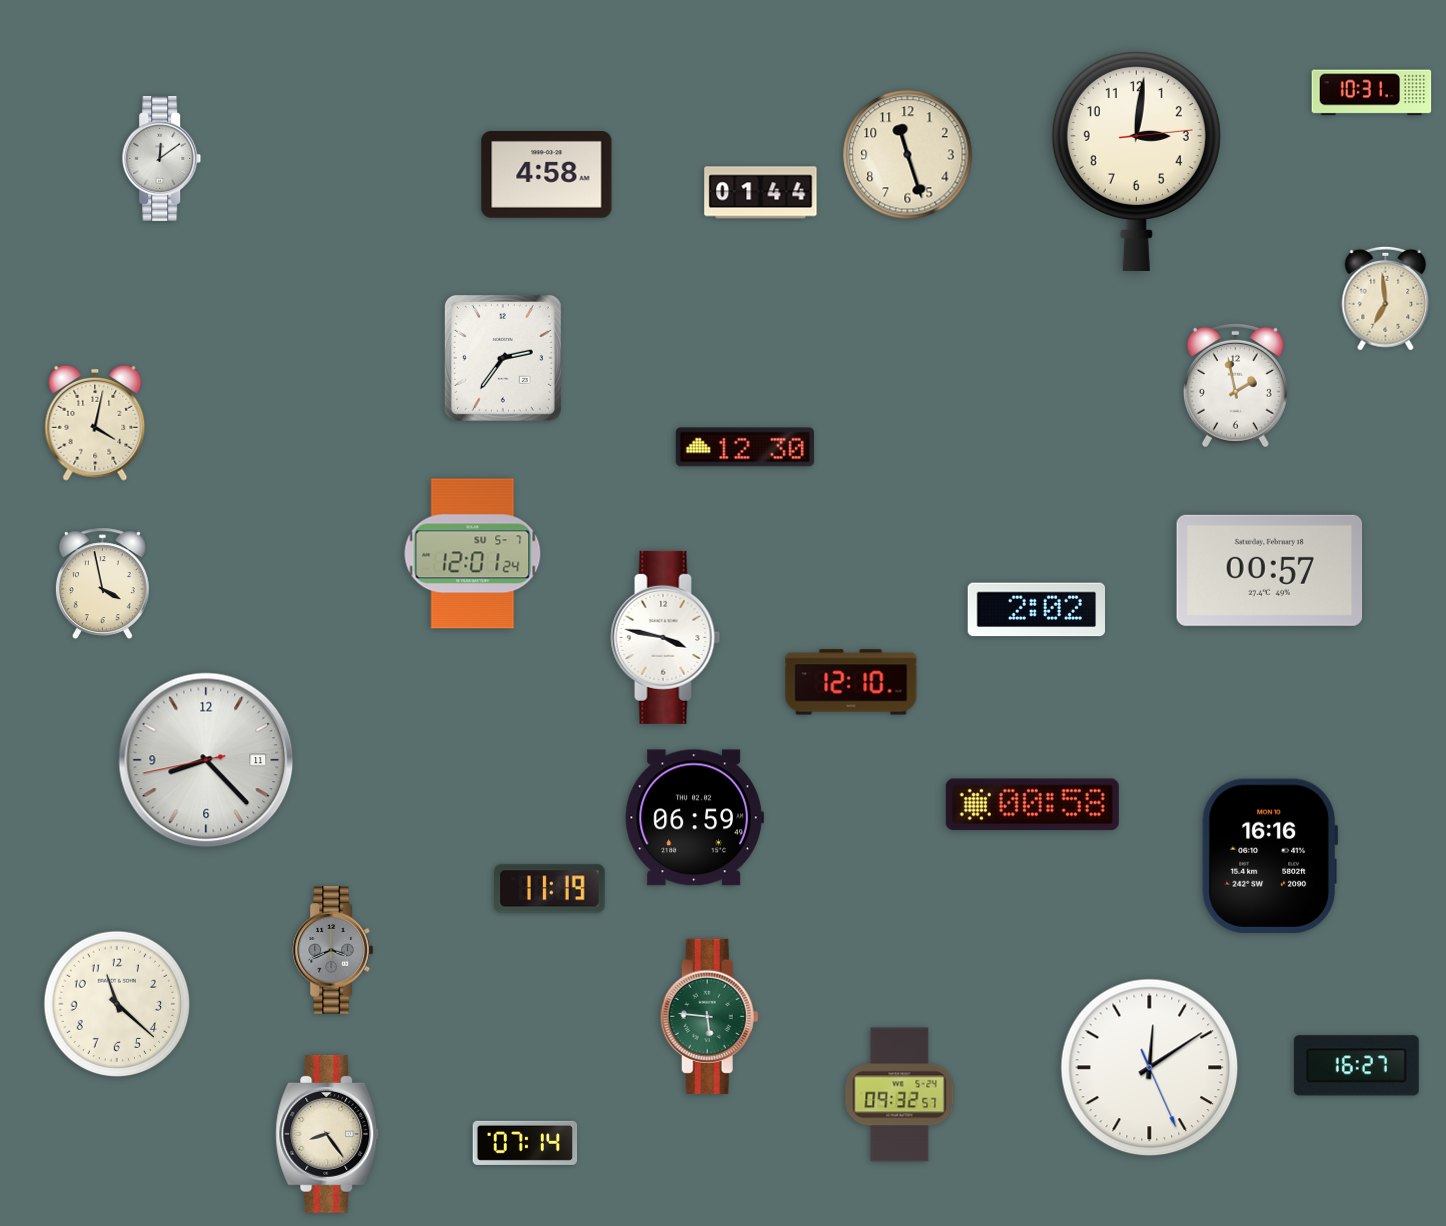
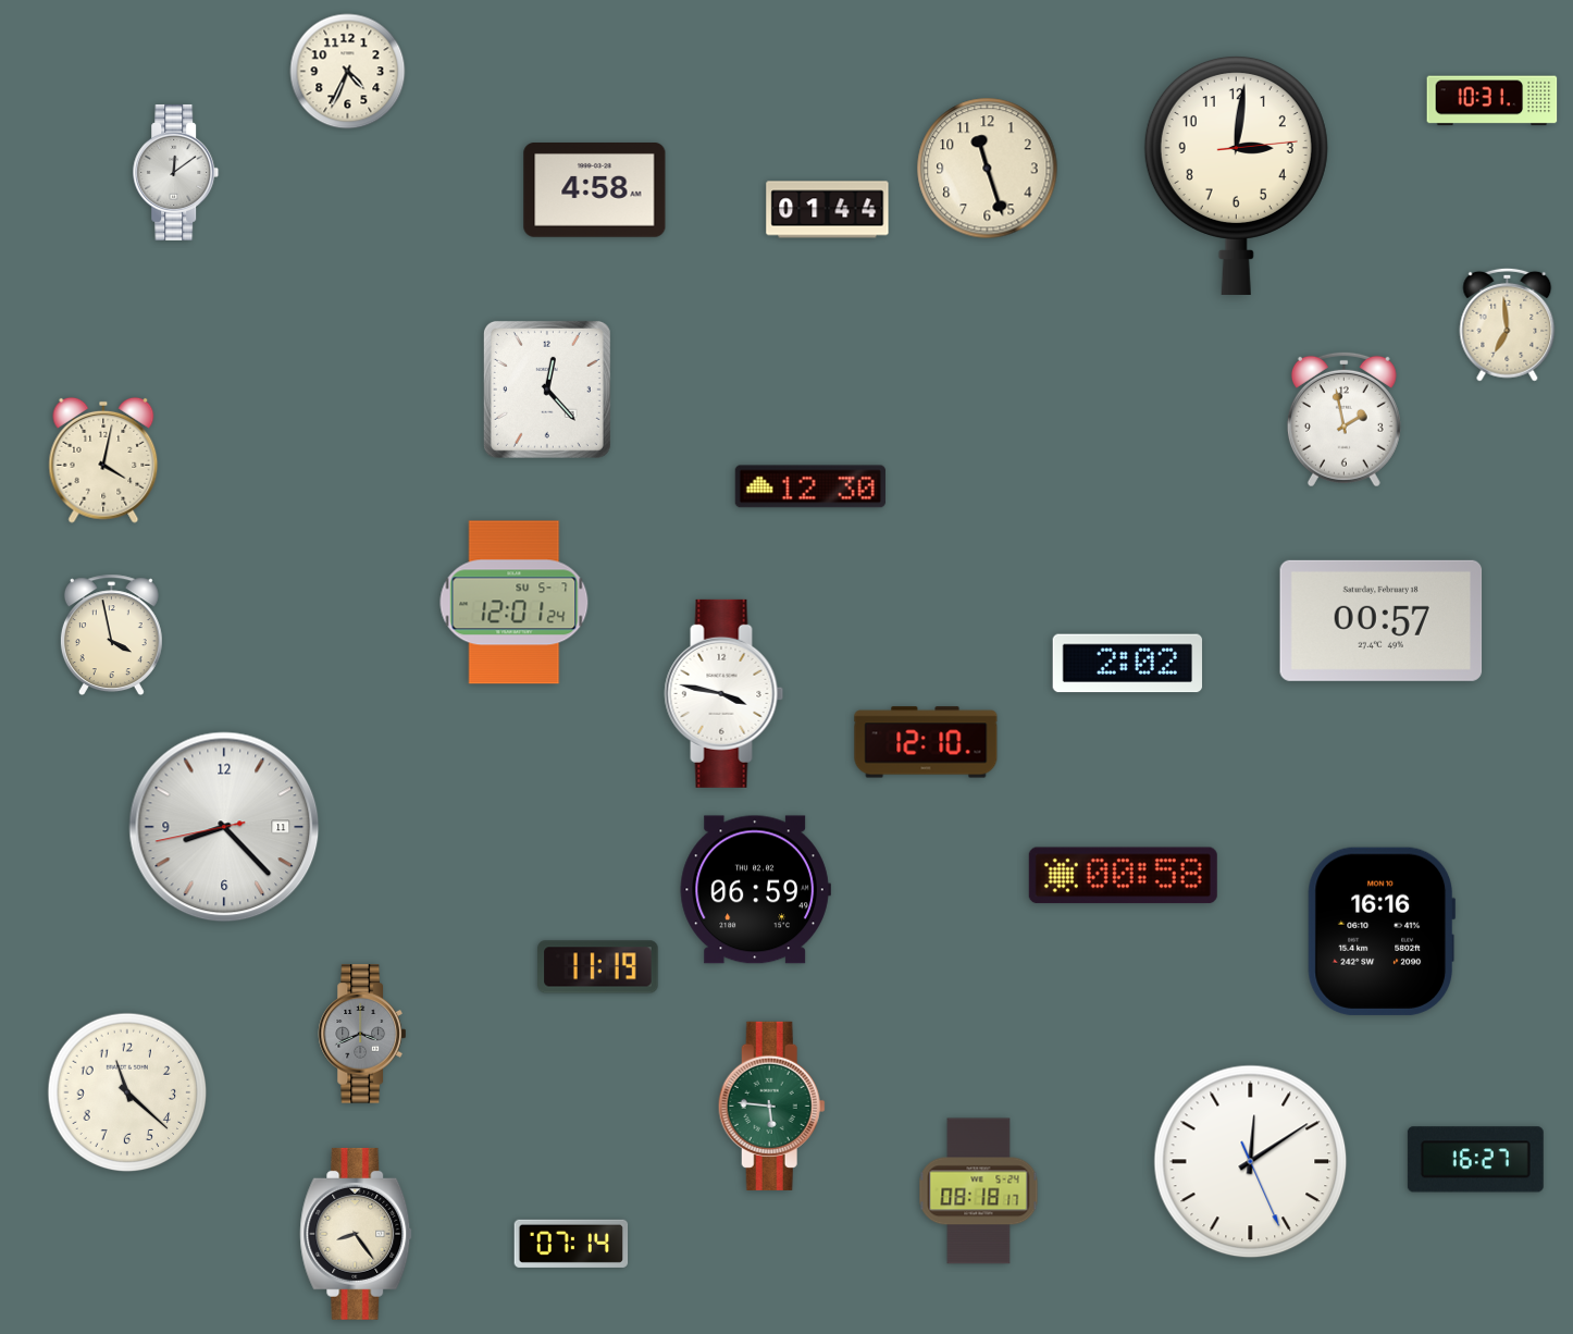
clock at (348, 72): none -> 4:34
clock at (503, 358): 2:36 -> 12:23
clock at (900, 1095): 09:32 -> 08:18
